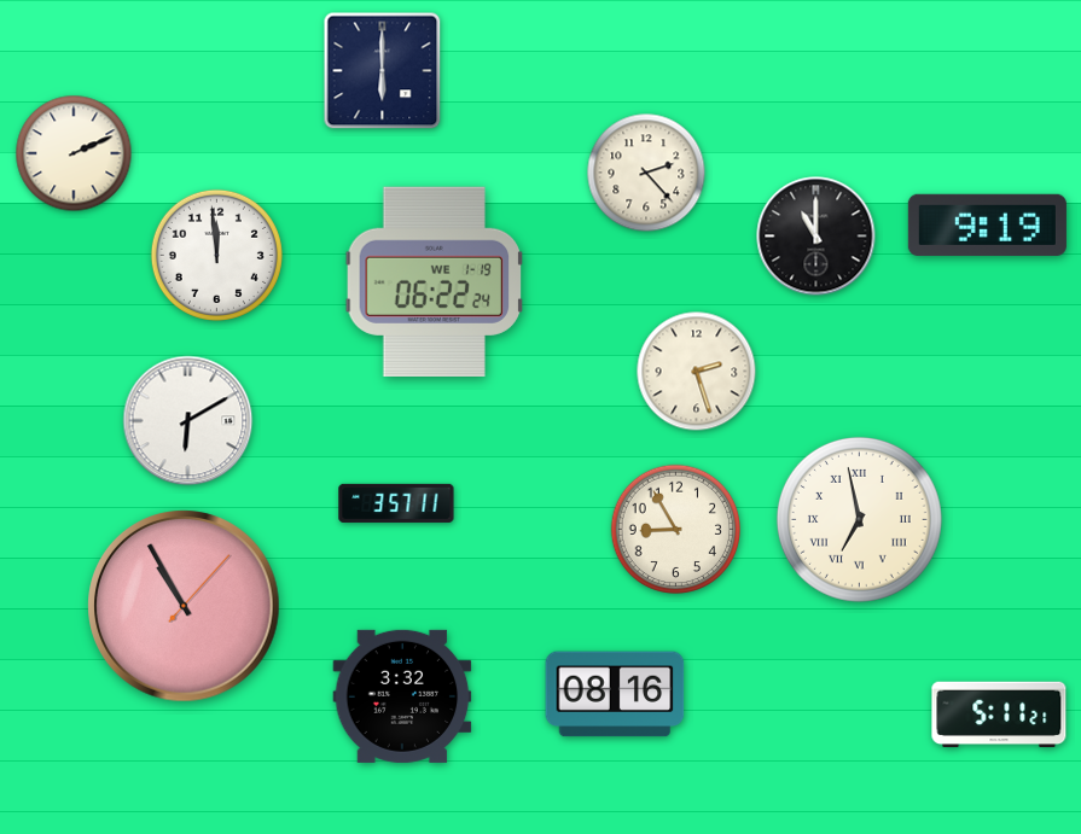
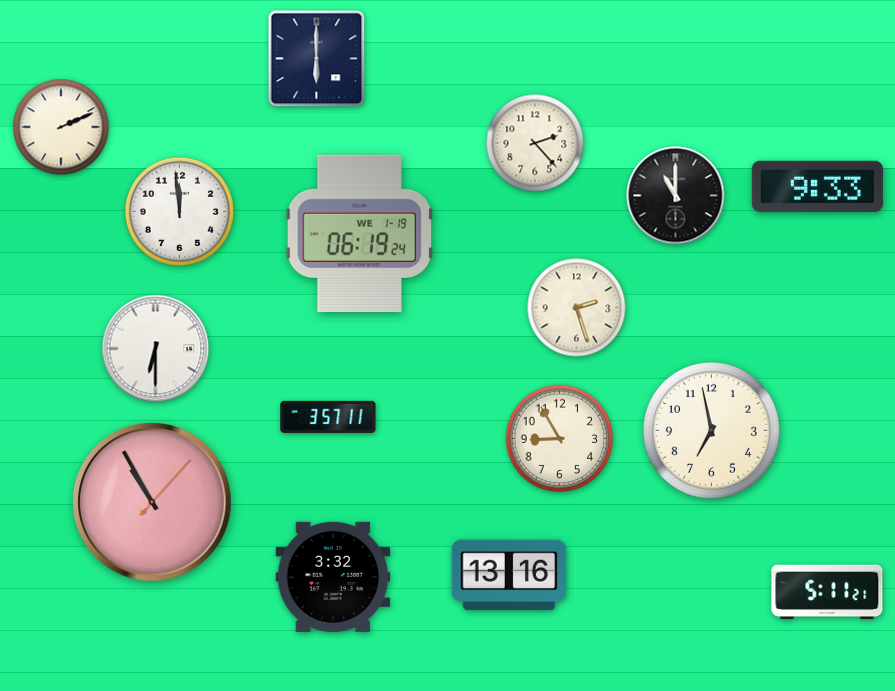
clock at (987, 224): 9:19 -> 9:33
clock at (435, 281): 06:22 -> 06:19
clock at (188, 421): 6:10 -> 6:30
clock at (859, 519) numerals: Roman -> Arabic
clock at (615, 694): 08:16 -> 13:16
